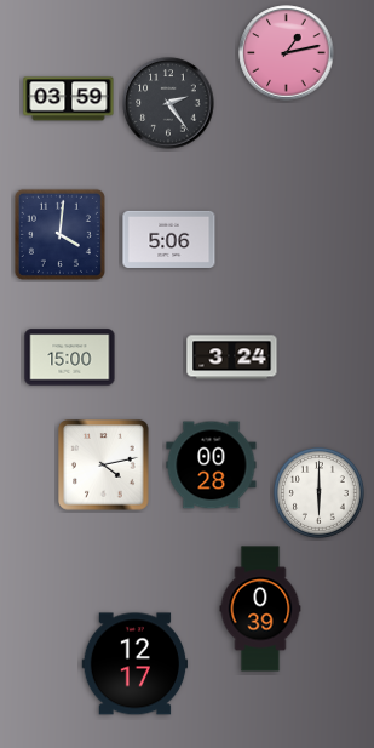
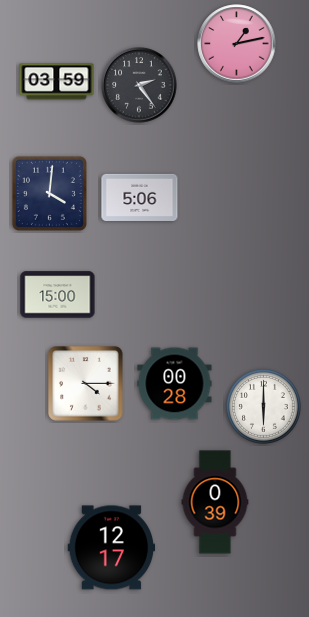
clock at (232, 358): 3:24 -> none
clock at (104, 466): 4:13 -> 4:15
